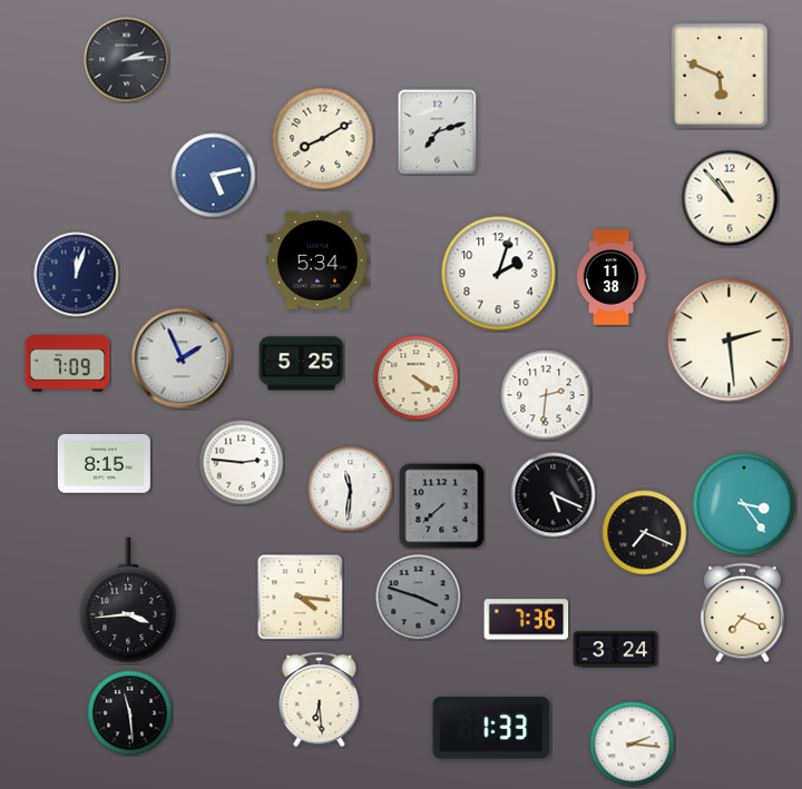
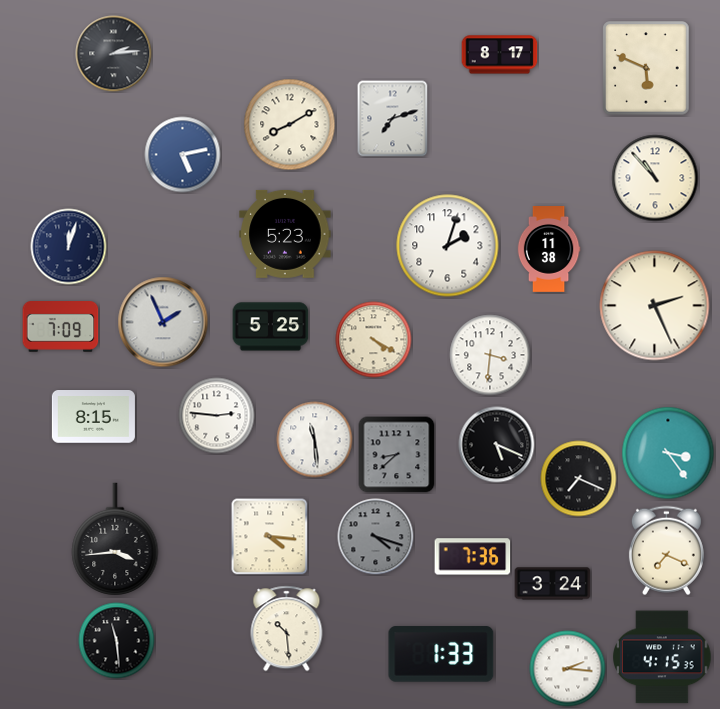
clock at (500, 55): none -> 8:17
clock at (214, 176) position: (214, 176) -> (183, 155)
clock at (317, 260): 5:34 -> 5:23
clock at (730, 341): 2:29 -> 2:26
clock at (546, 395): 2:31 -> 3:31
clock at (351, 490): 11:31 -> 11:29
clock at (442, 506): 7:38 -> 8:38
clock at (419, 598): 3:48 -> 4:18
clock at (320, 700): 6:29 -> 10:29
clock at (662, 657): none -> 4:15
